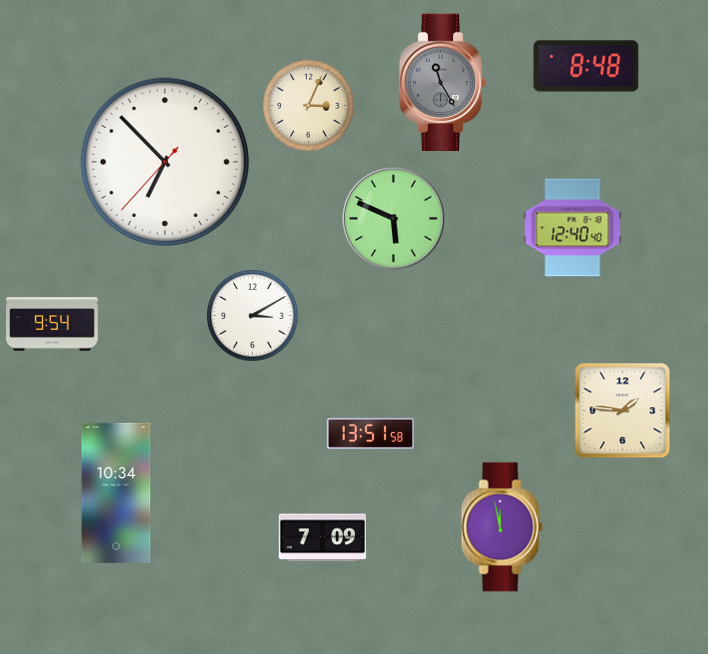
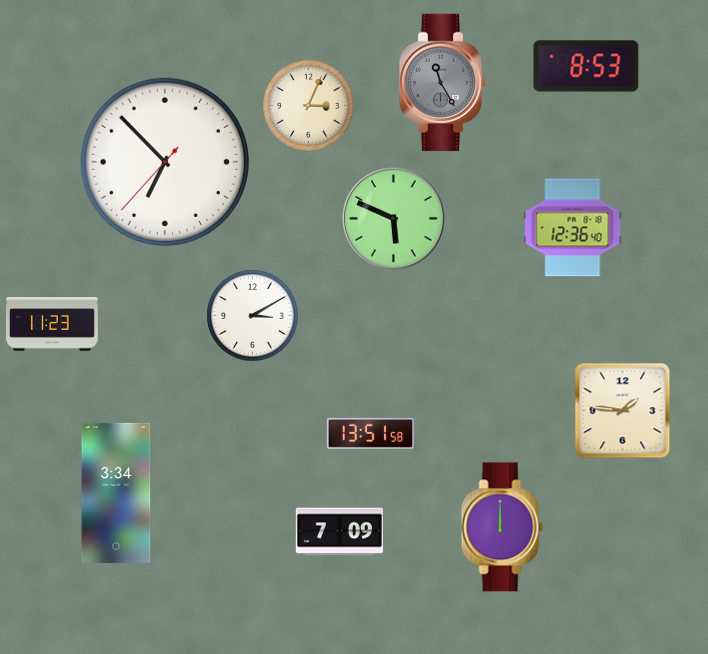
clock at (586, 66): 8:48 -> 8:53
clock at (573, 228): 12:40 -> 12:36
clock at (53, 324): 9:54 -> 11:23
clock at (116, 493): 10:34 -> 3:34
clock at (502, 527): 11:58 -> 12:00
clock at (322, 538) position: (322, 538) -> (339, 532)
